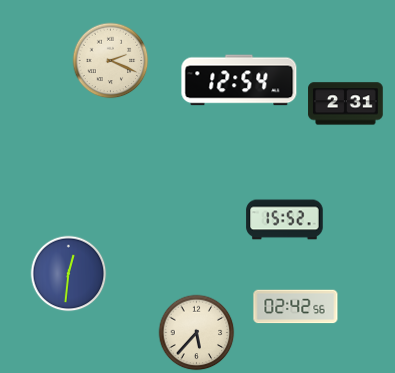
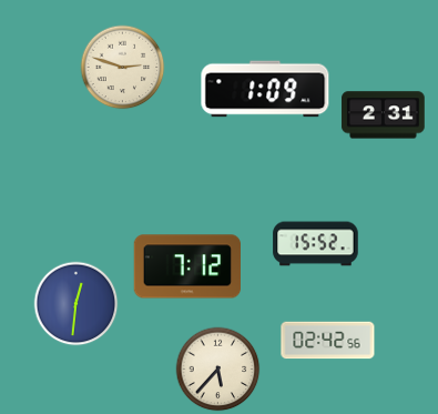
clock at (111, 61): 2:19 -> 2:48
clock at (239, 80): 12:54 -> 1:09
clock at (187, 266): none -> 7:12
